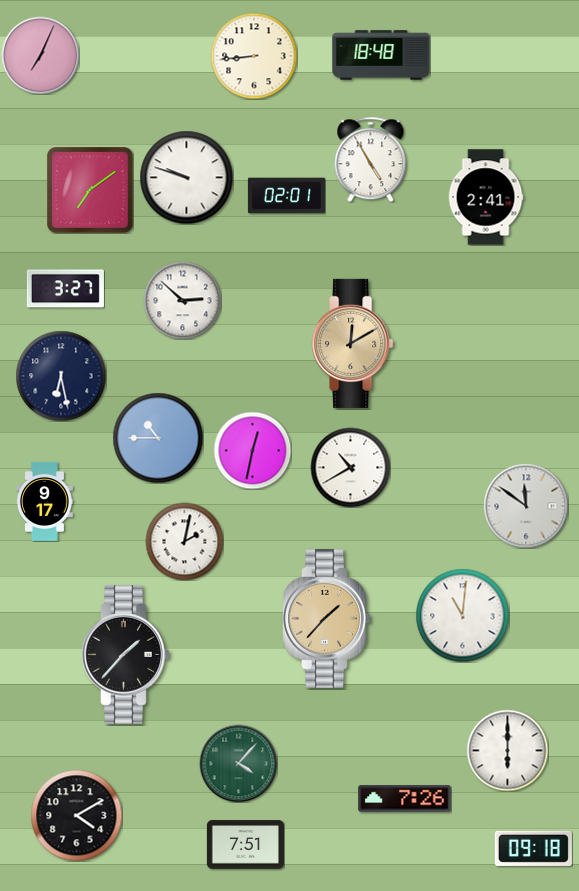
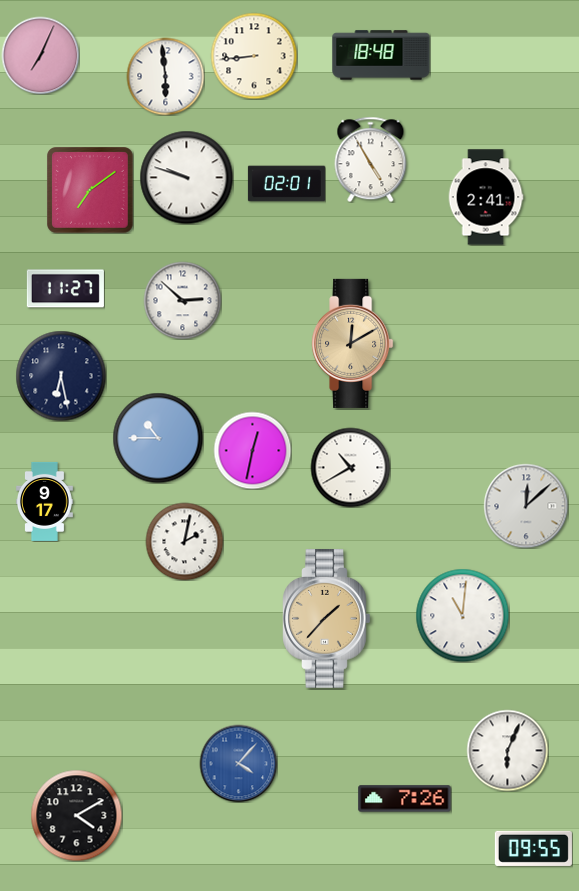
clock at (165, 76): none -> 5:59
clock at (286, 196) position: (286, 196) -> (286, 184)
clock at (65, 289): 3:27 -> 11:27
clock at (526, 506): 11:51 -> 12:08
clock at (126, 655): 1:37 -> none
clock at (507, 750): 6:00 -> 6:04
clock at (238, 763) dial: green -> blue
clock at (245, 845): 7:51 -> none
clock at (533, 848): 09:18 -> 09:55
